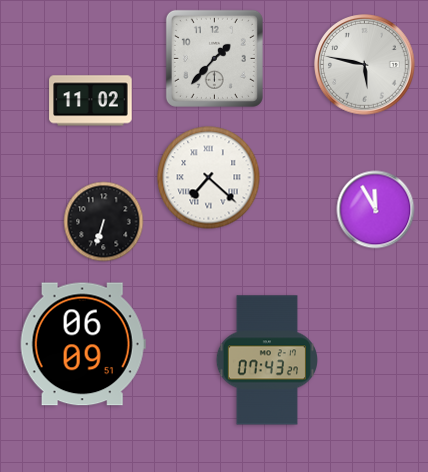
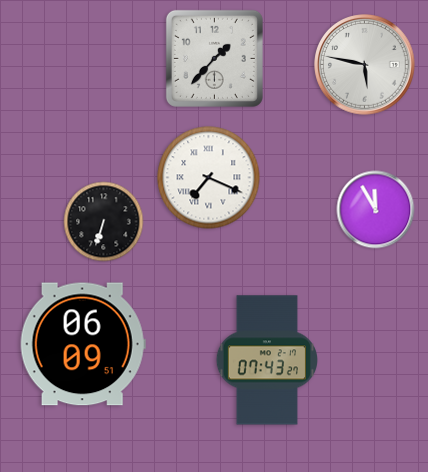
clock at (91, 101): 11:02 -> none
clock at (209, 178): 7:22 -> 7:19
